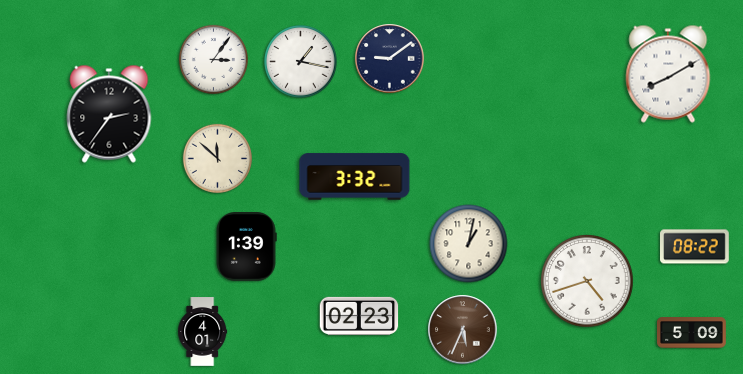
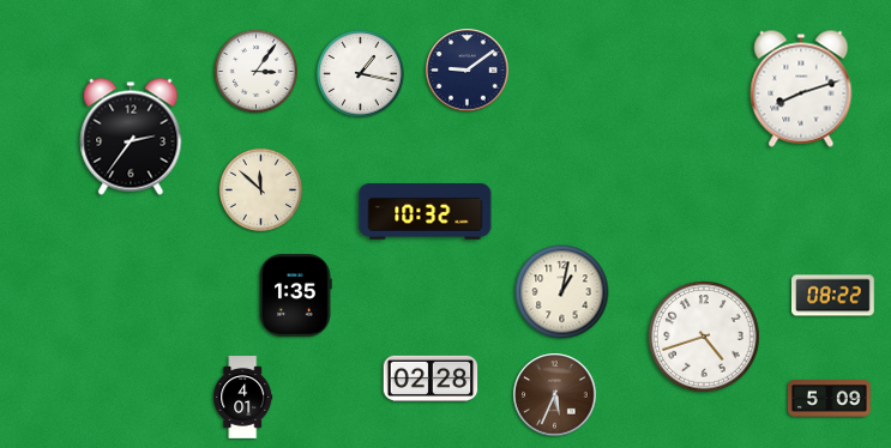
clock at (668, 74): 8:10 -> 8:12
clock at (355, 177): 3:32 -> 10:32
clock at (246, 247): 1:39 -> 1:35
clock at (359, 316): 02:23 -> 02:28
